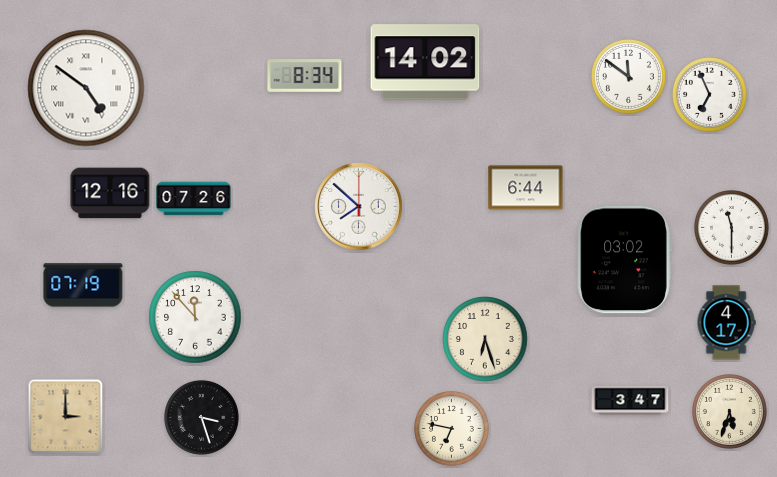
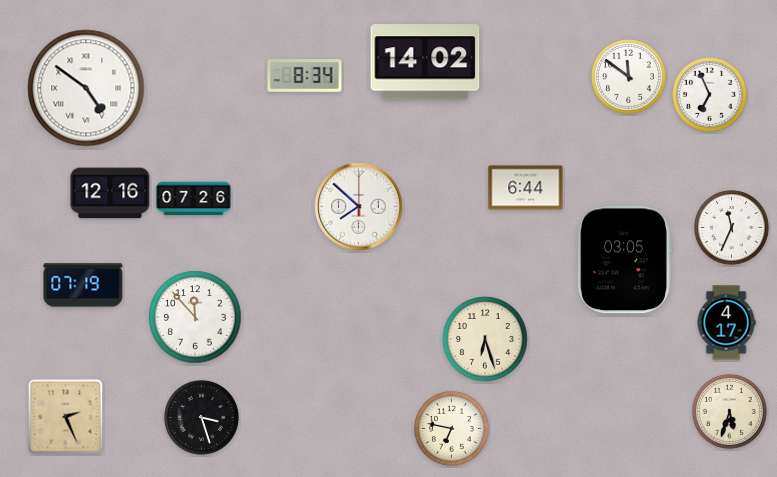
clock at (732, 228): 11:30 -> 11:34
clock at (624, 260): 03:02 -> 03:05
clock at (630, 400): 3:47 -> none
clock at (66, 417): 3:00 -> 2:26
